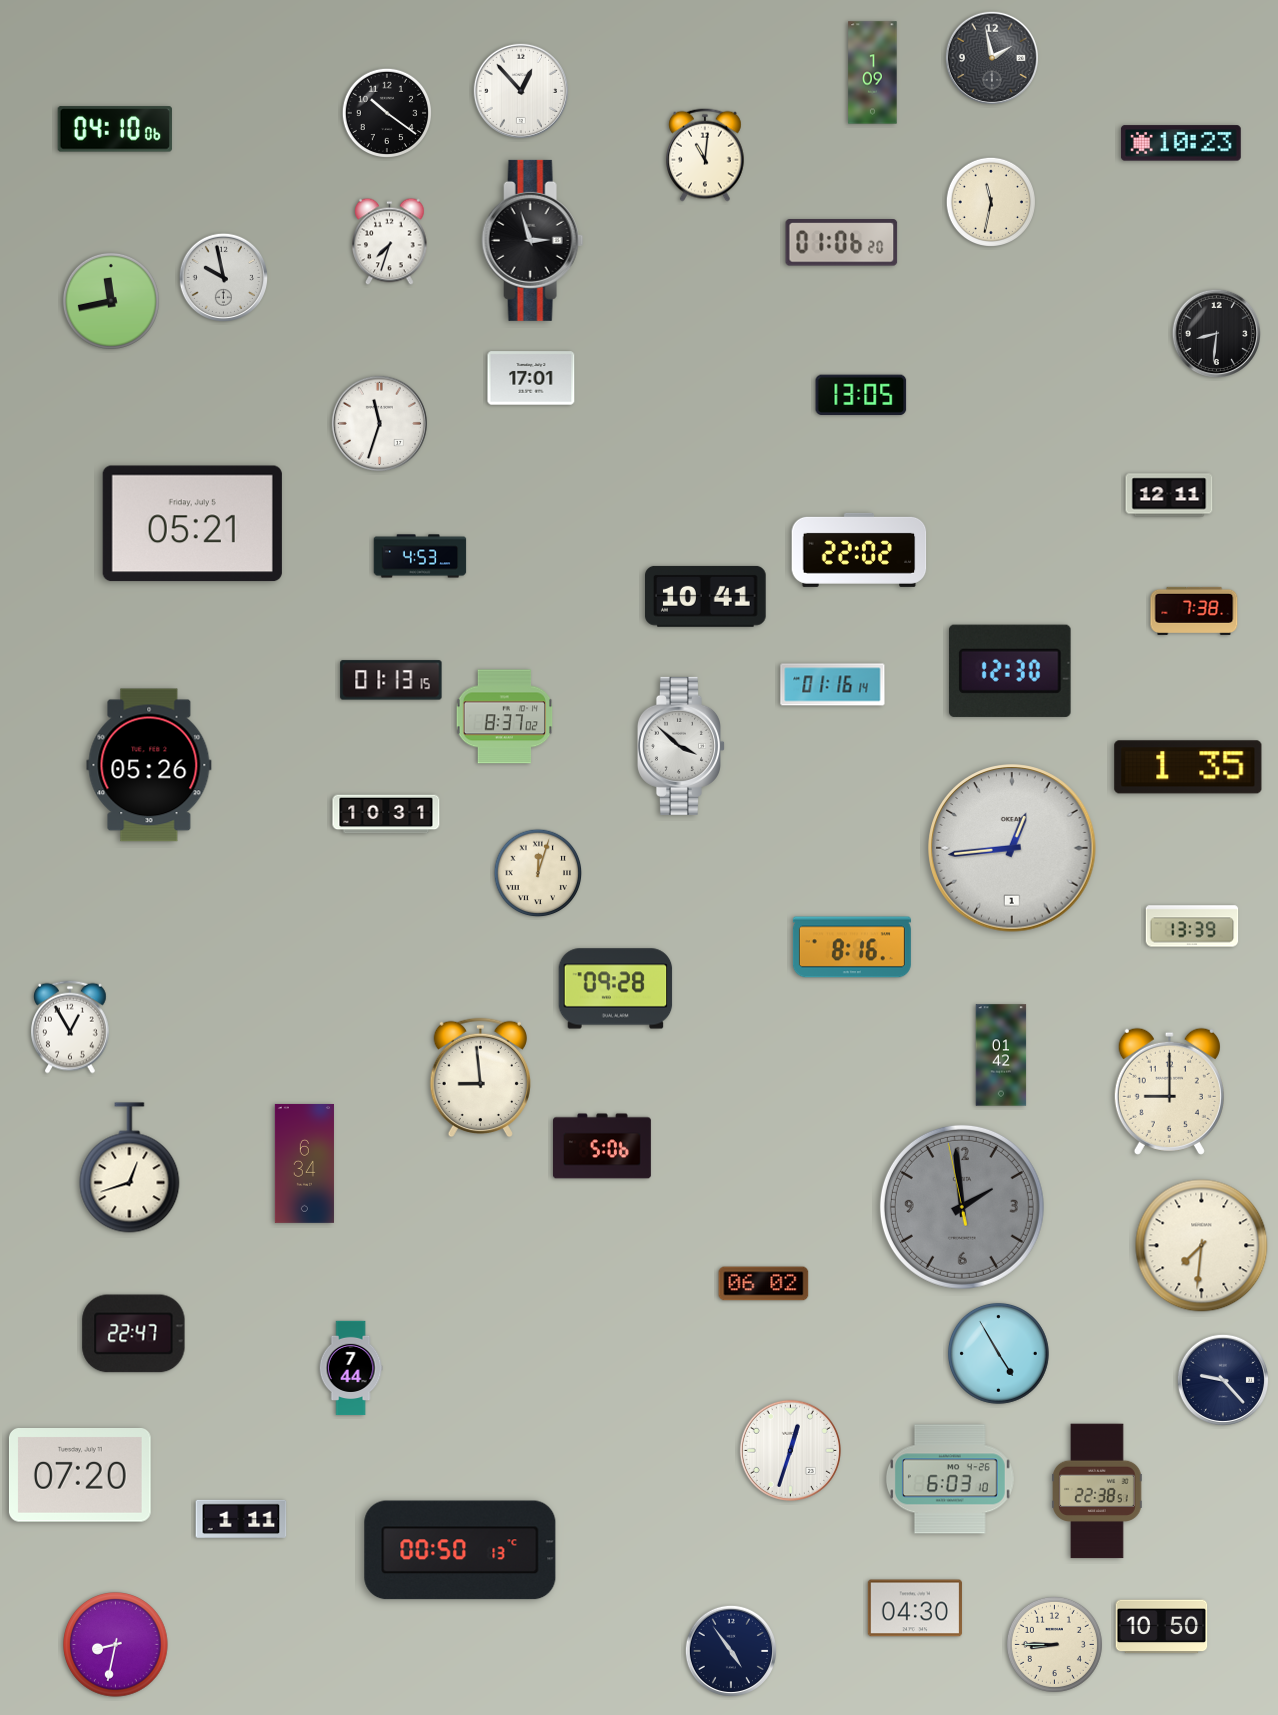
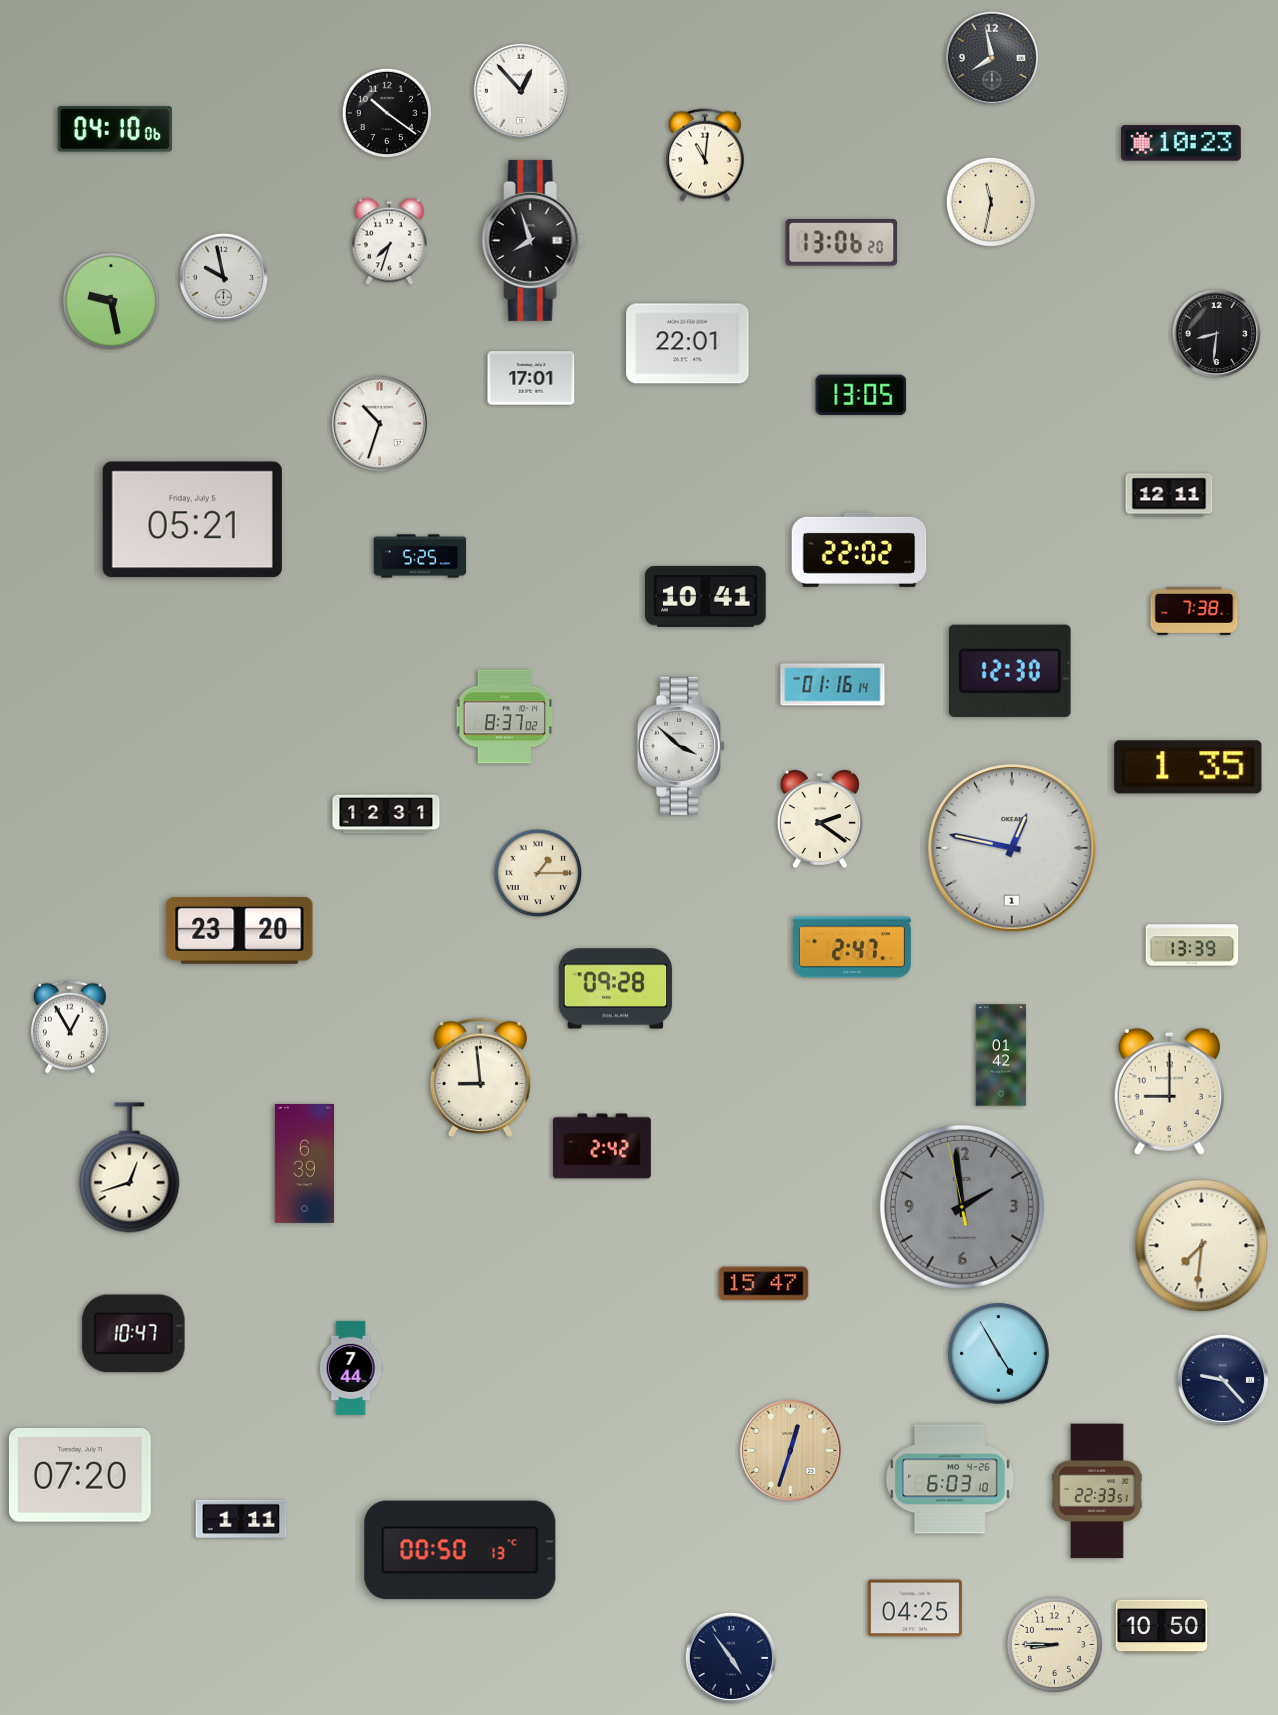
clock at (992, 58): 1:58 -> 7:58
clock at (873, 73): 1:09 -> none
clock at (533, 240): 2:57 -> 7:57
clock at (842, 243): 01:06 -> 13:06
clock at (111, 301): 11:43 -> 9:28
clock at (688, 344): none -> 22:01
clock at (379, 423): 11:33 -> 10:33
clock at (192, 524) position: (192, 524) -> (192, 520)
clock at (420, 556): 4:53 -> 5:25
clock at (391, 680): 01:13 -> none
clock at (149, 765): 05:26 -> none
clock at (386, 814): 10:31 -> 12:31
clock at (820, 819): none -> 2:21
clock at (1012, 848): 12:44 -> 12:47
clock at (538, 873): 12:03 -> 1:15
clock at (1192, 926) position: (1192, 926) -> (1192, 945)
clock at (240, 930): none -> 23:20
clock at (852, 947): 8:16 -> 2:47
clock at (603, 1146): 5:06 -> 2:42
clock at (304, 1163): 6:34 -> 6:39
clock at (764, 1284): 06:02 -> 15:47
clock at (134, 1334): 22:47 -> 10:47
clock at (790, 1450) dial: white -> champagne
clock at (1098, 1491): 22:38 -> 22:33
clock at (915, 1608): 04:30 -> 04:25
clock at (116, 1645): 8:32 -> none
clock at (730, 1650) position: (730, 1650) -> (730, 1657)
